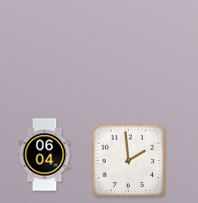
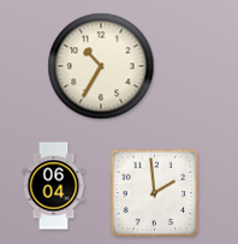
clock at (101, 66): none -> 10:35
